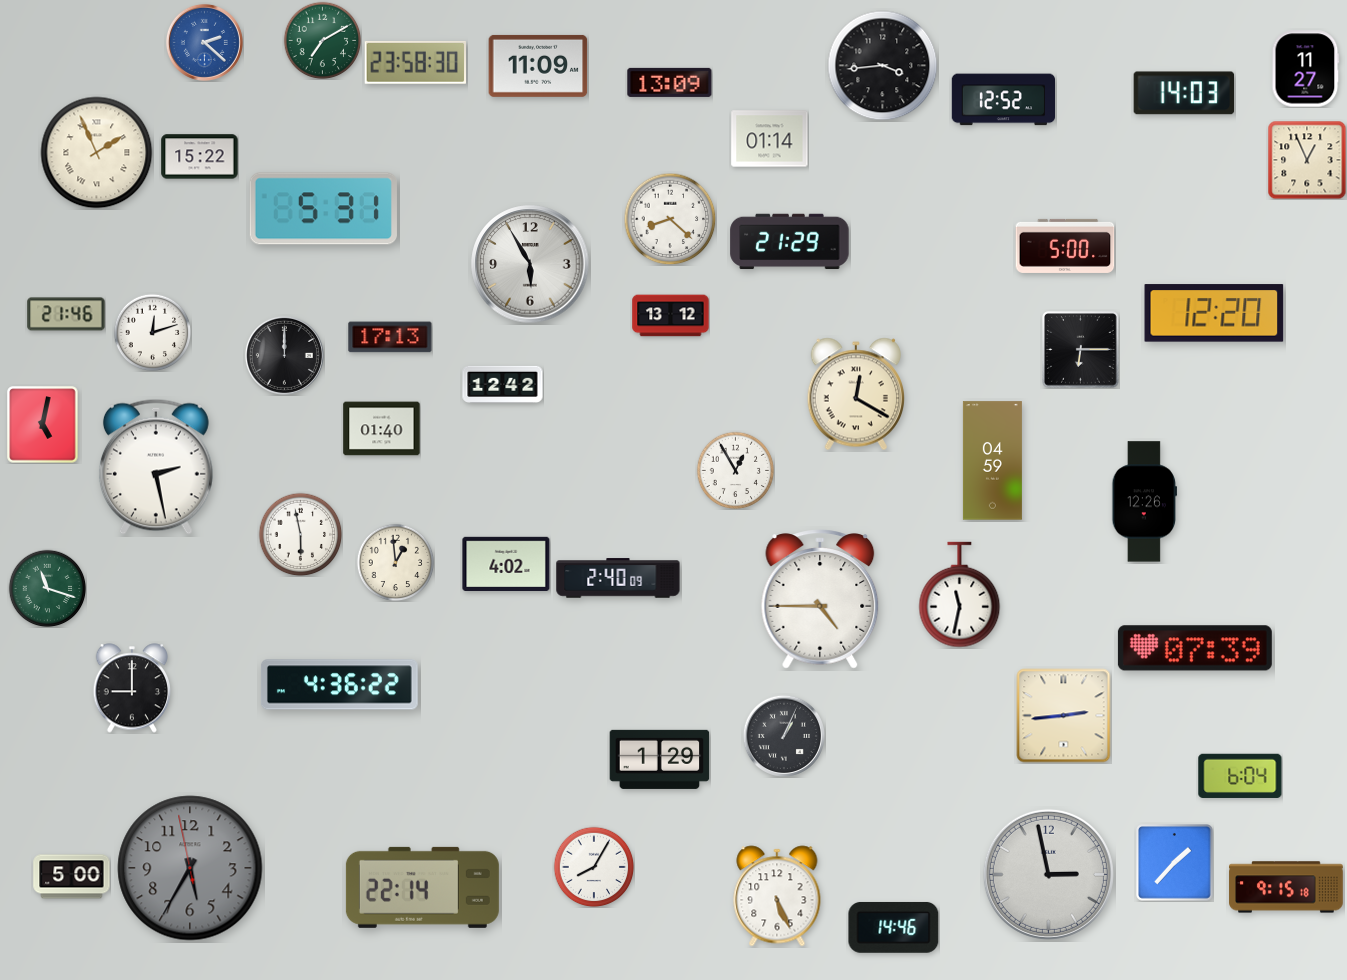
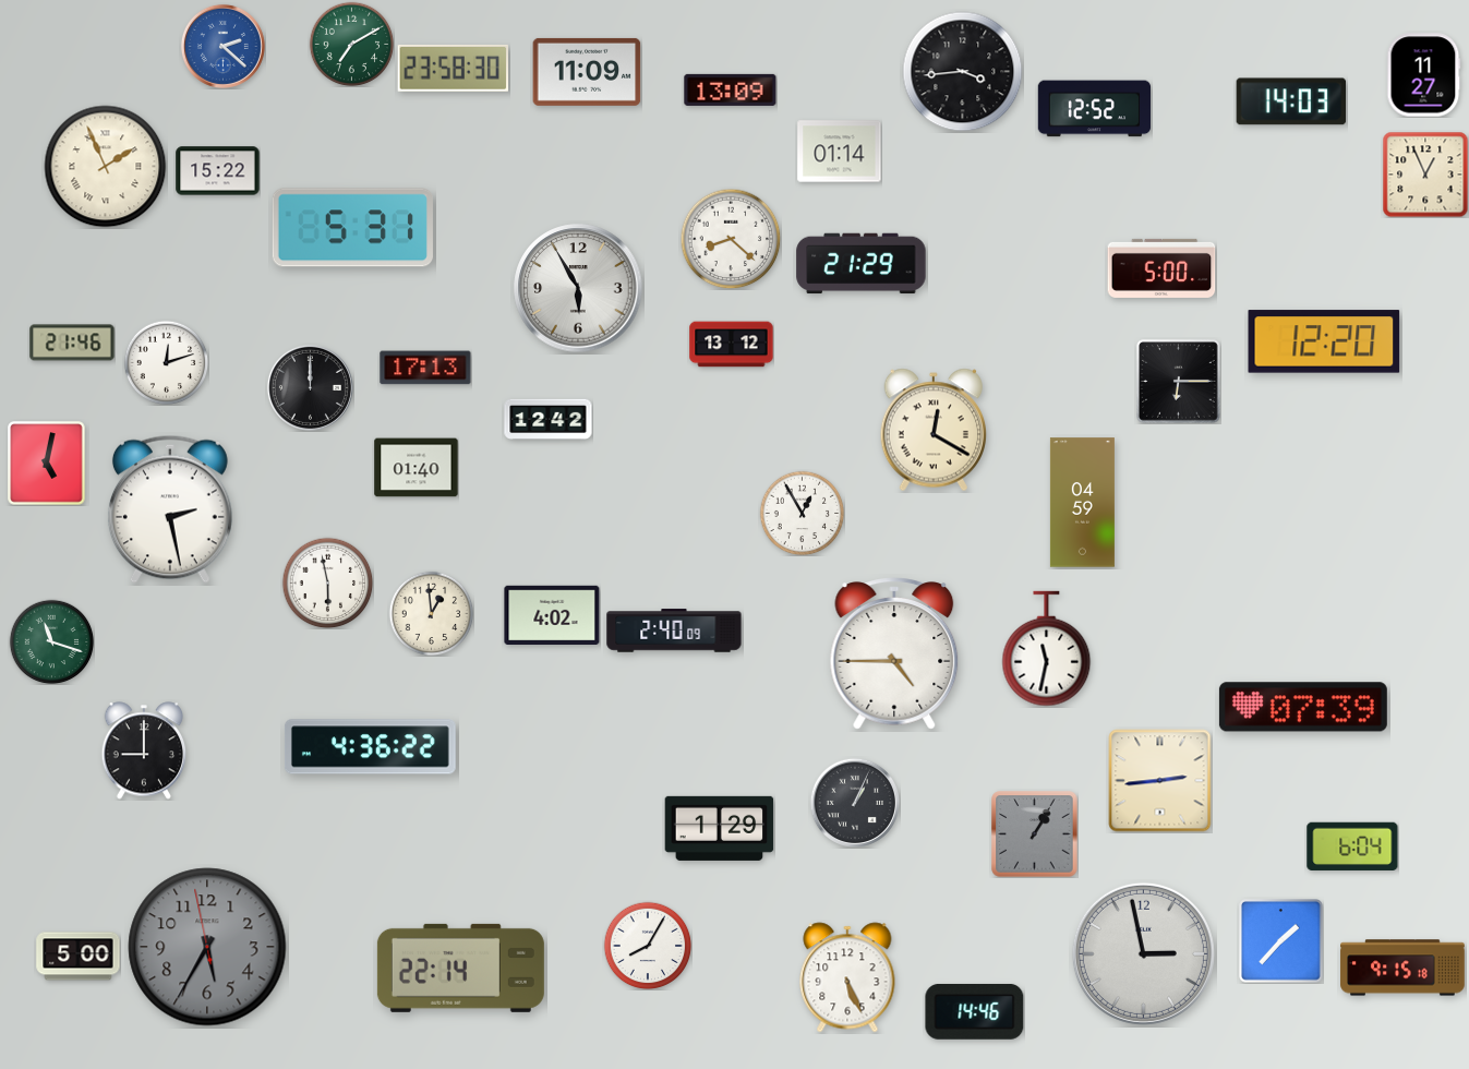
clock at (1145, 502): 12:26 -> none
clock at (1035, 834): none -> 1:05
